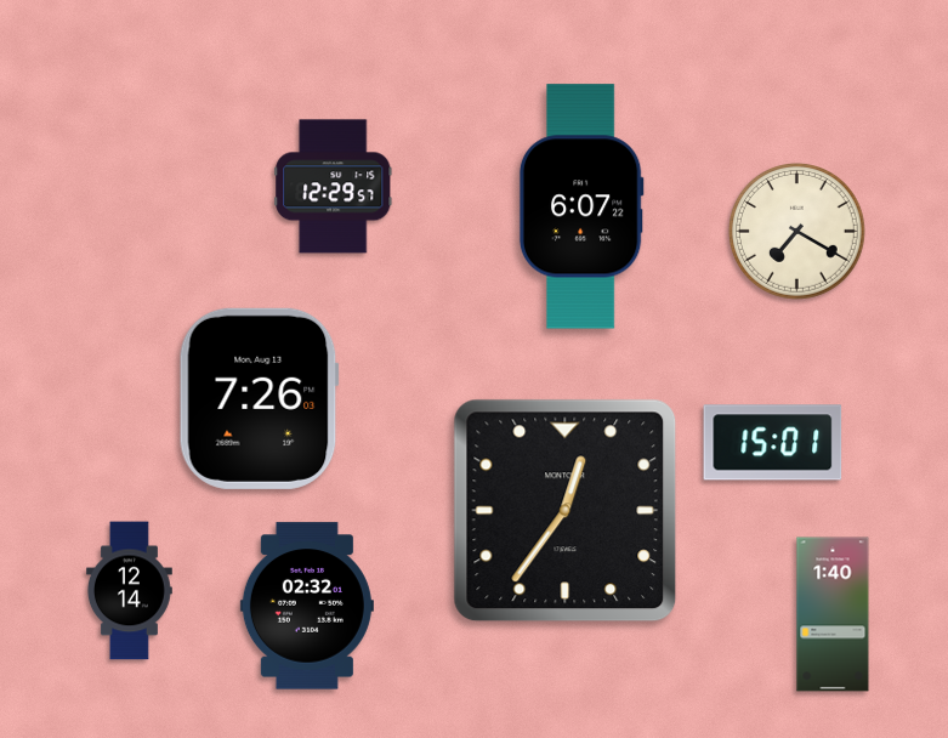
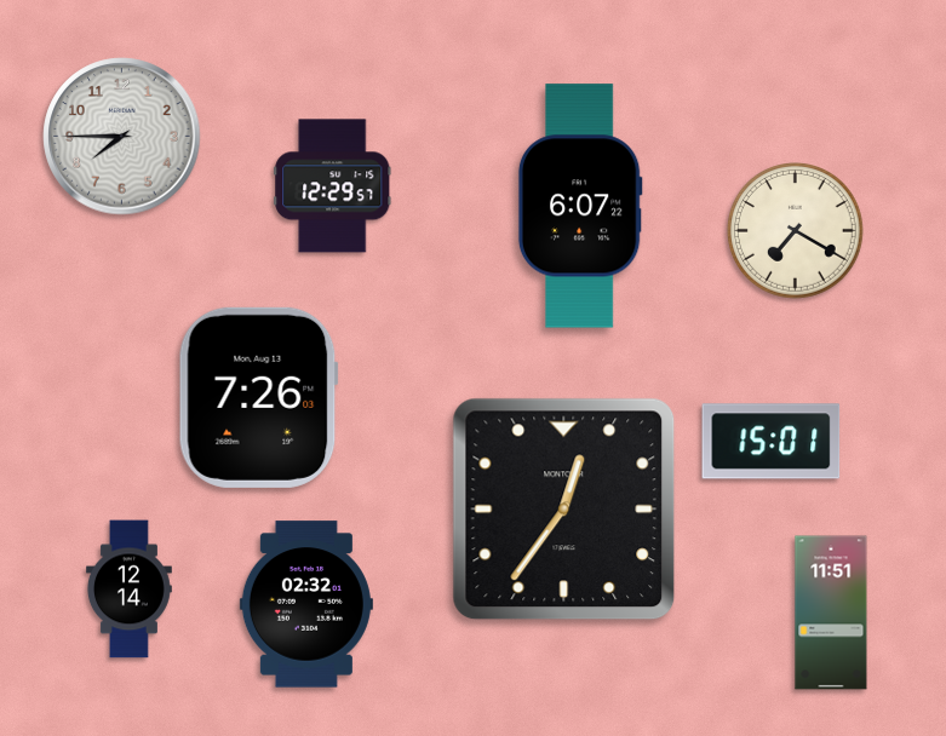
clock at (122, 137): none -> 7:45
clock at (833, 614): 1:40 -> 11:51
